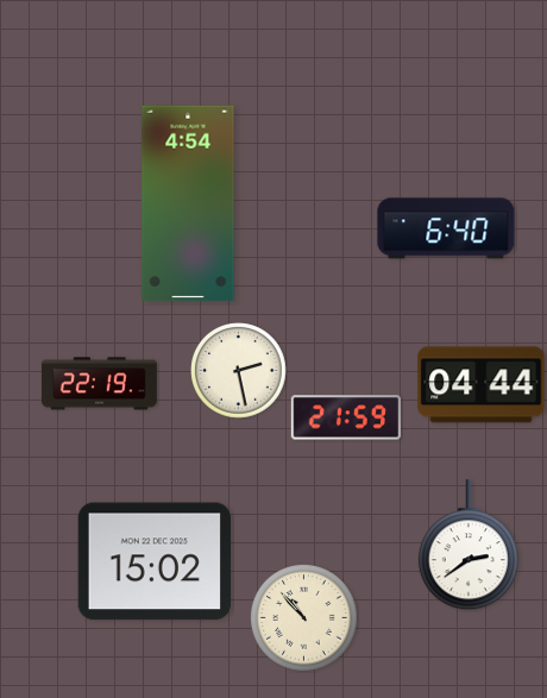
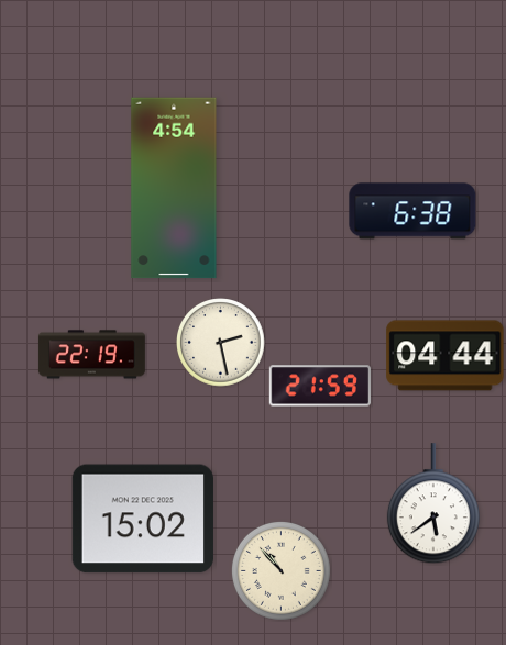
clock at (446, 228): 6:40 -> 6:38
clock at (469, 546): 2:39 -> 5:39
